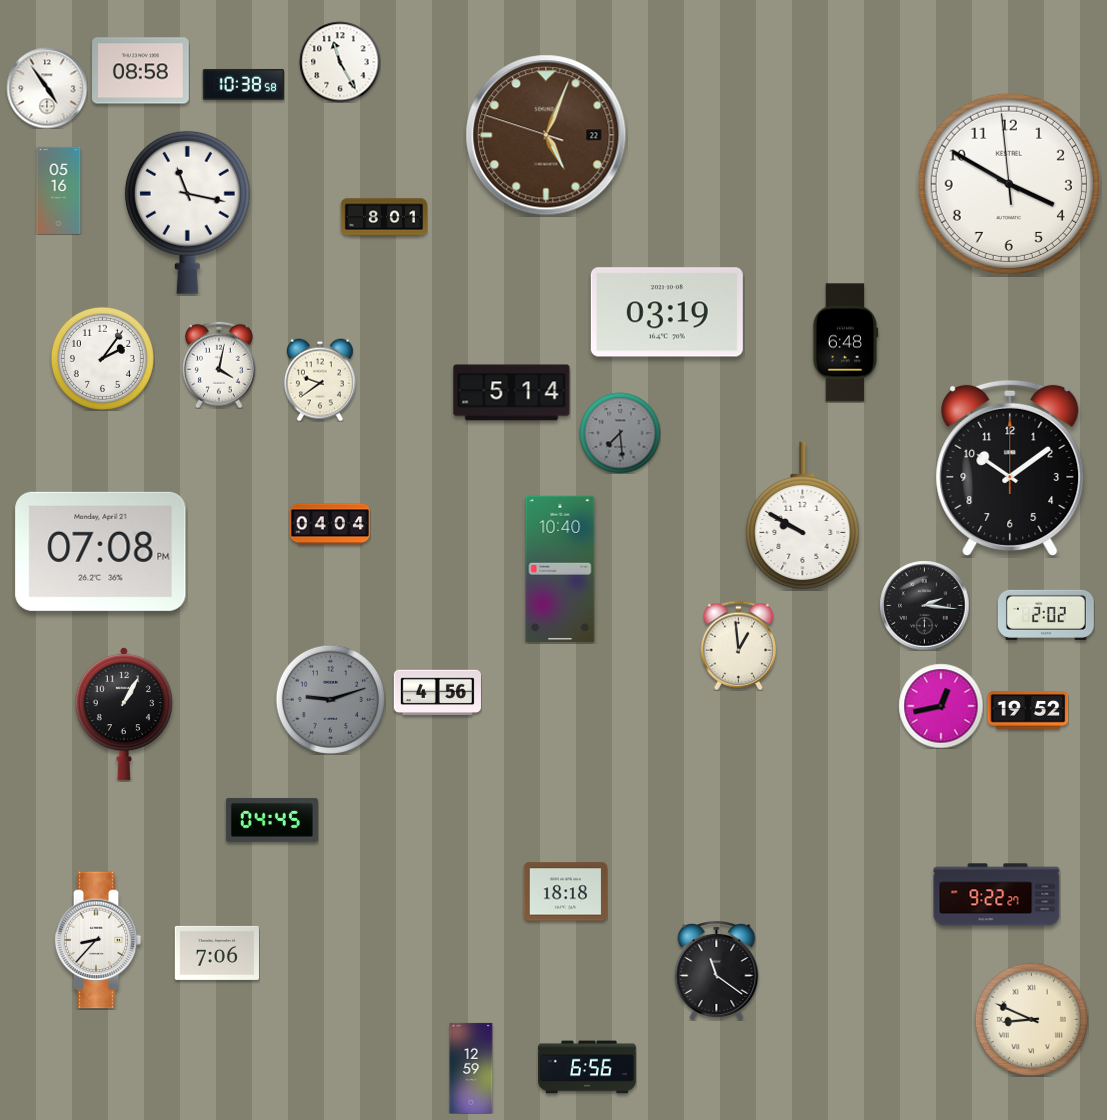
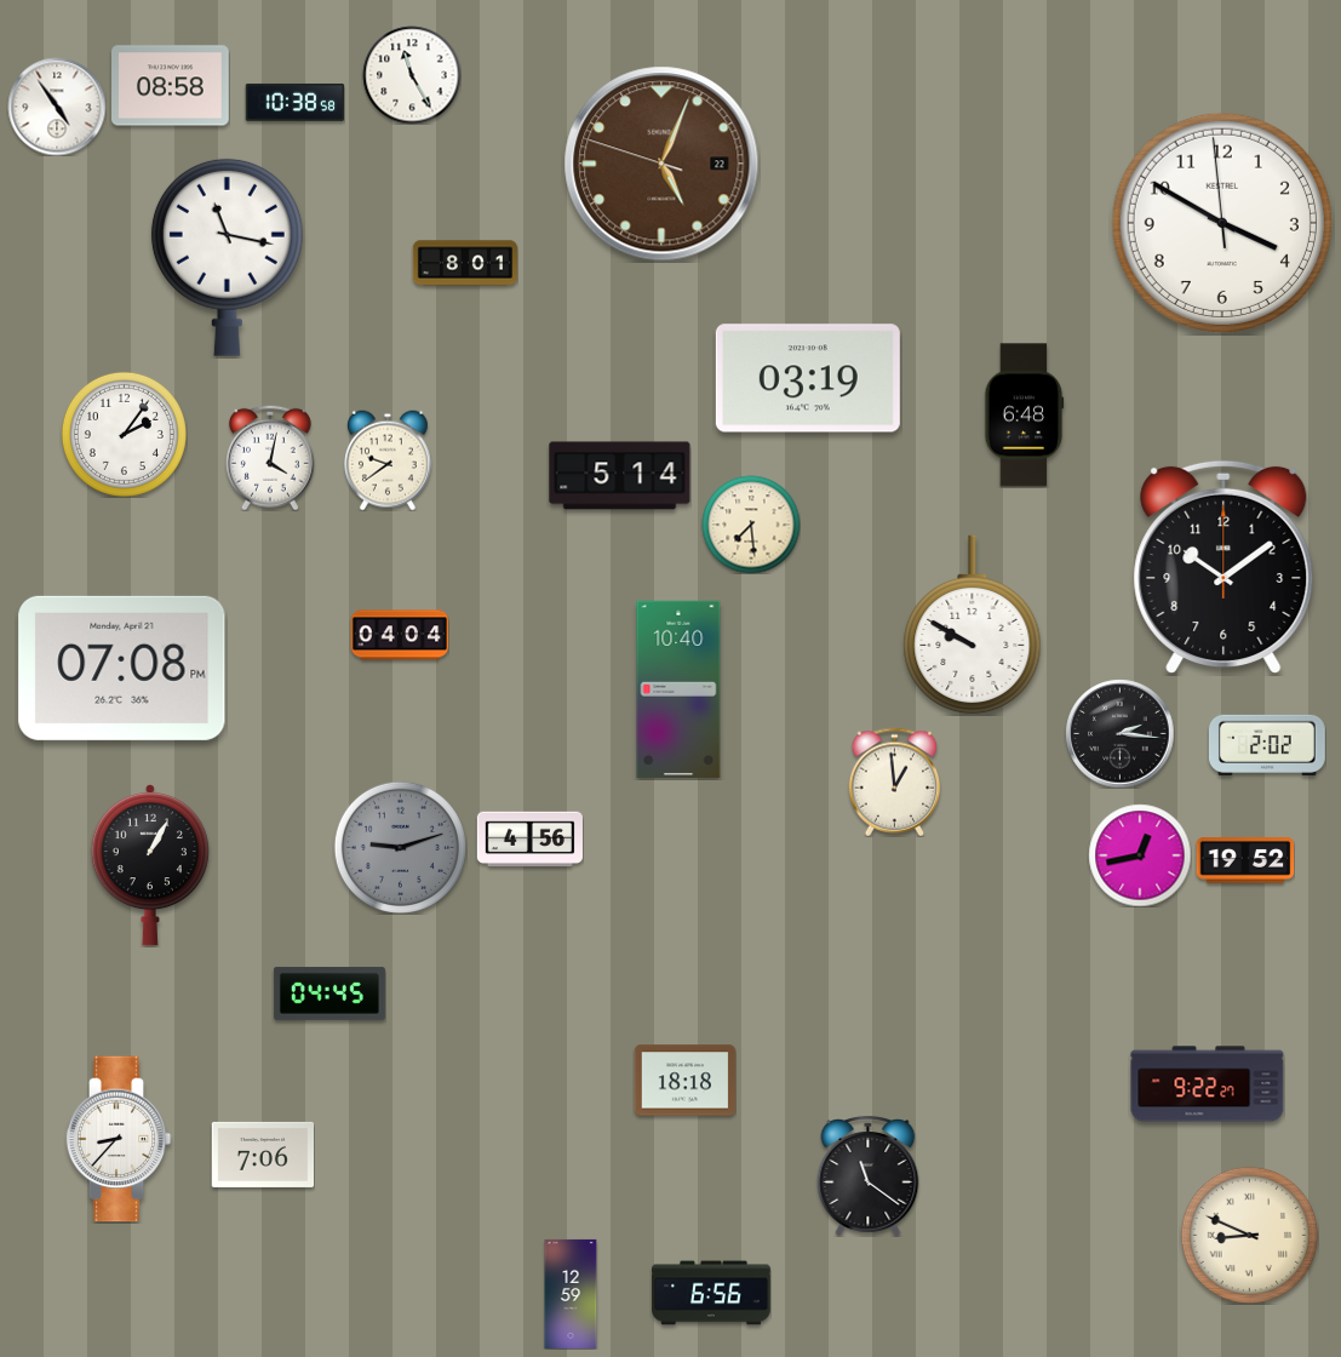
clock at (59, 190): 05:16 -> none
clock at (219, 365) position: (219, 365) -> (270, 458)
clock at (620, 433) dial: grey -> cream
